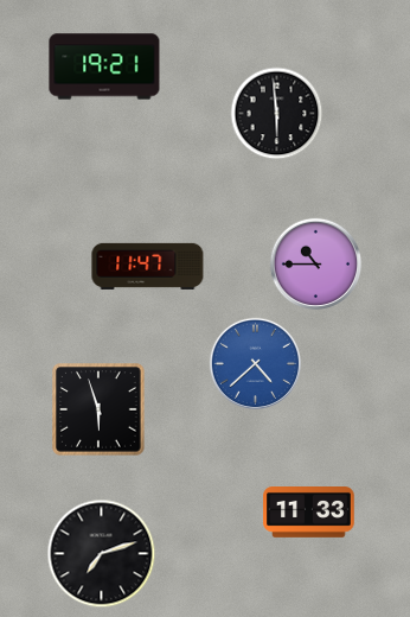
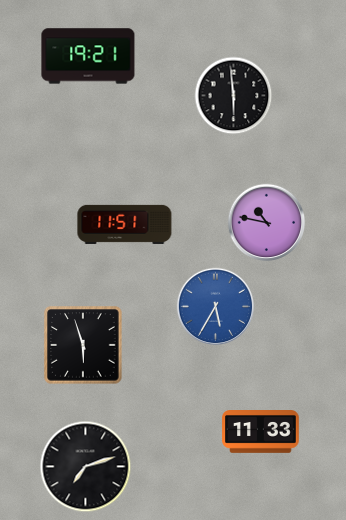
clock at (315, 263): 10:45 -> 10:47
clock at (148, 266): 11:47 -> 11:51
clock at (255, 363): 4:38 -> 5:35
